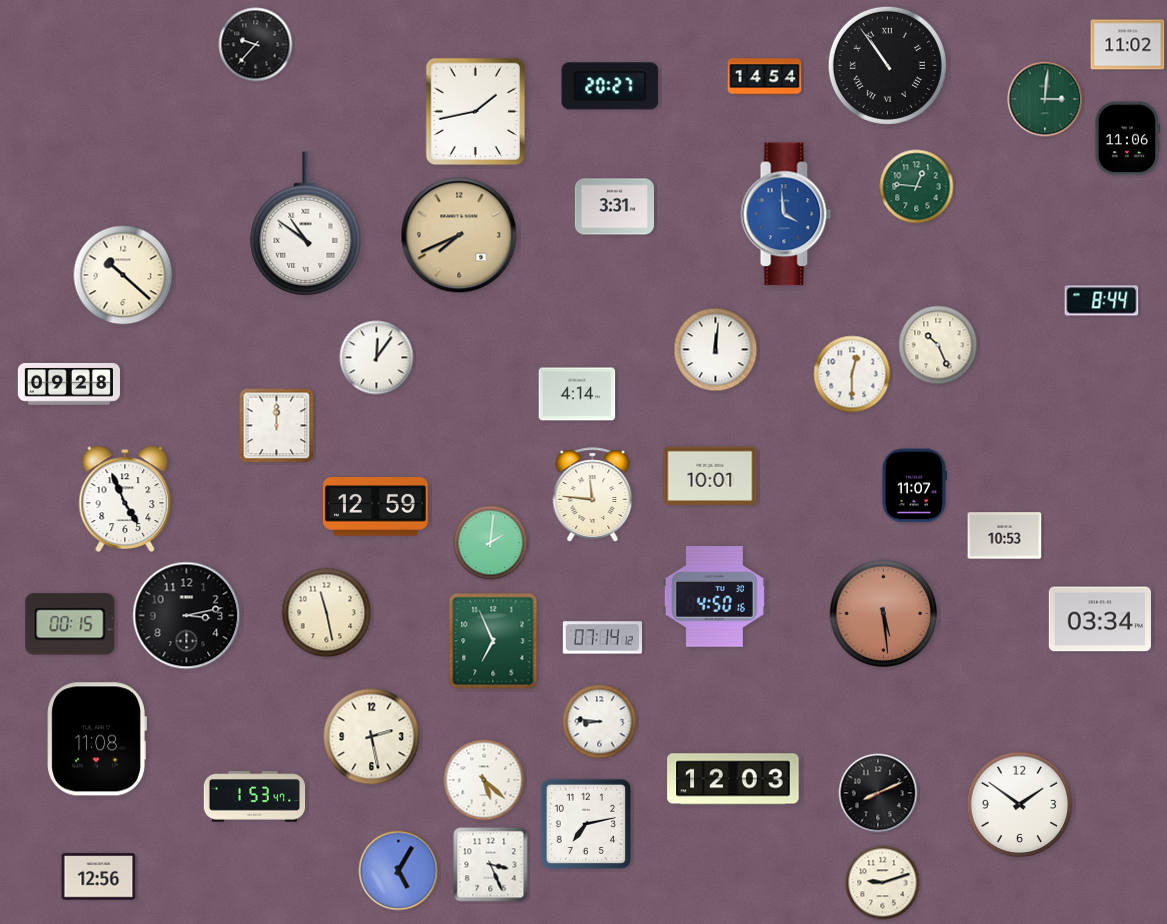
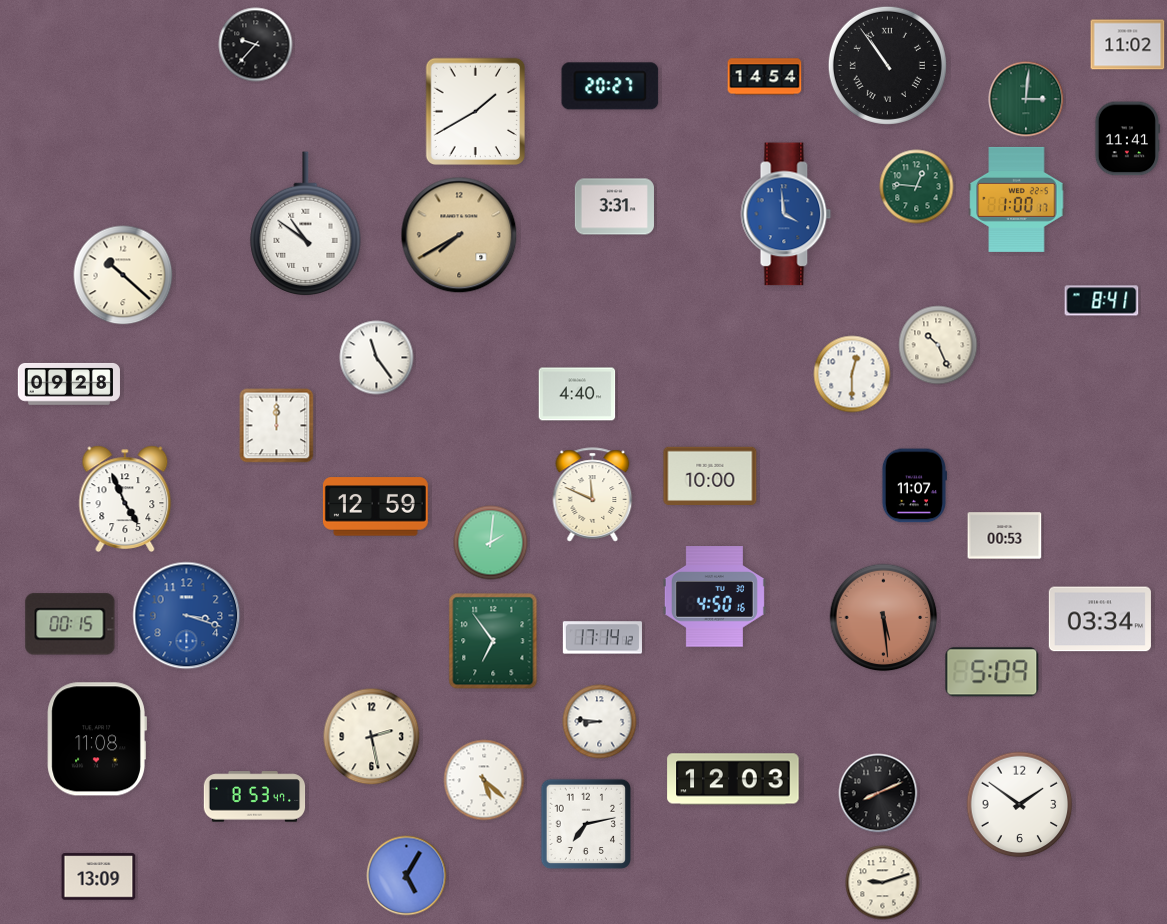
clock at (1045, 99) position: (1045, 99) -> (1026, 99)
clock at (475, 112): 1:43 -> 1:40
clock at (1127, 139): 11:06 -> 11:41
clock at (1017, 199): none -> 1:00
clock at (459, 235): 7:41 -> 7:40
clock at (1102, 301): 8:44 -> 8:41
clock at (716, 350): 12:01 -> none
clock at (377, 358): 12:06 -> 11:24
clock at (577, 394): 4:14 -> 4:40
clock at (710, 475): 10:01 -> 10:00
clock at (593, 495): 11:46 -> 11:49
clock at (1005, 536): 10:53 -> 00:53
clock at (327, 613): 11:28 -> none
clock at (884, 614) position: (884, 614) -> (884, 618)
clock at (187, 616): 3:13 -> 3:18
clock at (187, 616) dial: black -> blue
clock at (602, 638): 07:14 -> 17:14
clock at (493, 641): 6:56 -> 6:54
clock at (992, 672): none -> 5:09
clock at (255, 797): 1:53 -> 8:53
clock at (491, 865): 3:26 -> none
clock at (399, 871) position: (399, 871) -> (407, 876)
clock at (99, 877): 12:56 -> 13:09
